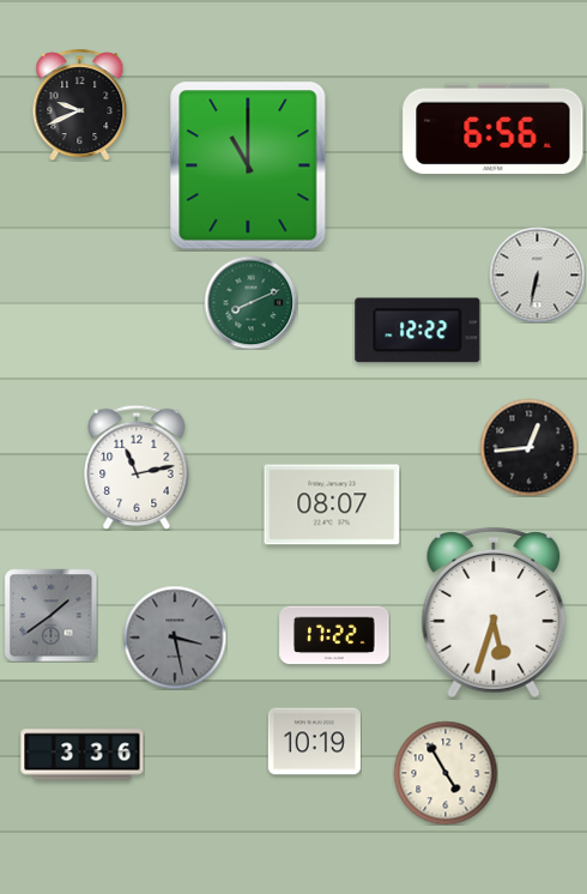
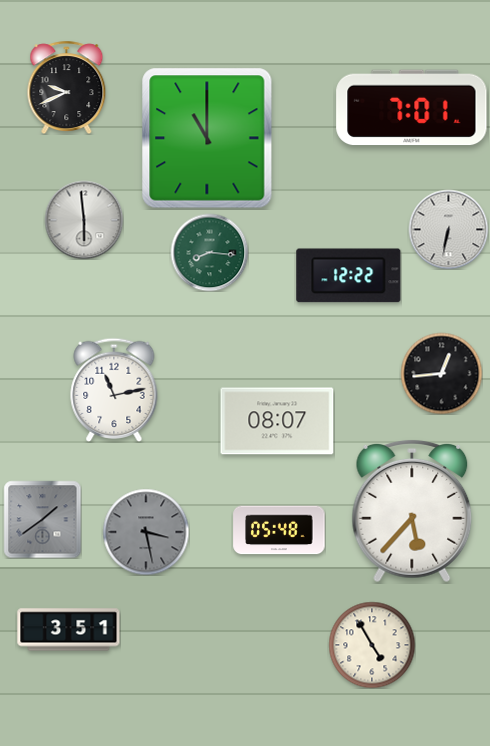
clock at (494, 129): 6:56 -> 7:01
clock at (84, 220): none -> 5:59
clock at (250, 302): 8:11 -> 8:16
clock at (494, 612): 5:33 -> 5:37
clock at (50, 615) position: (50, 615) -> (42, 519)
clock at (334, 635): 17:22 -> 05:48
clock at (314, 742): 10:19 -> none
clock at (83, 755): 3:36 -> 3:51
